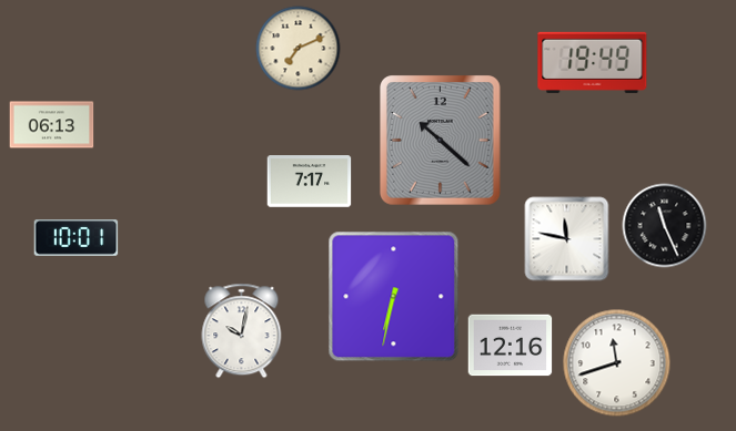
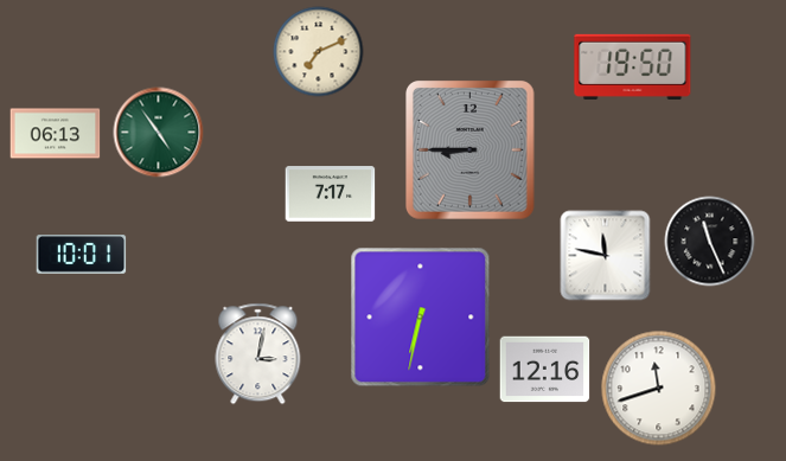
clock at (593, 62): 19:49 -> 19:50
clock at (159, 133): none -> 4:54
clock at (441, 141): 10:22 -> 8:45
clock at (242, 331): 10:02 -> 3:02
